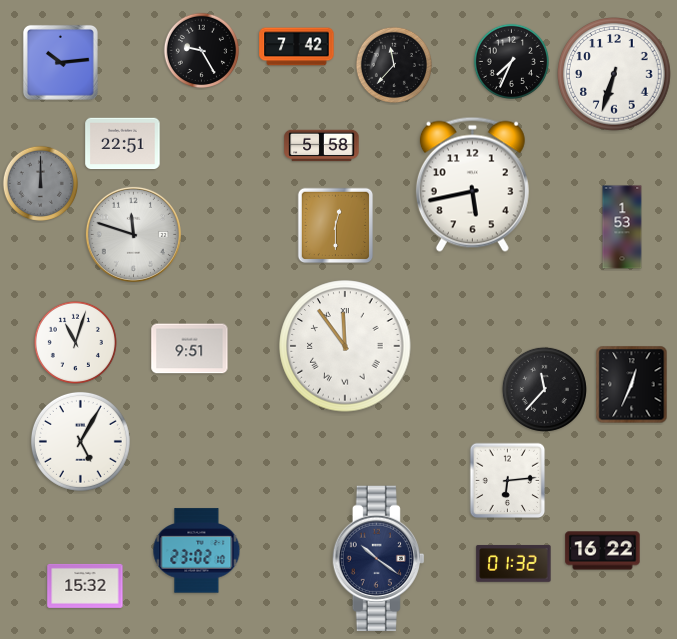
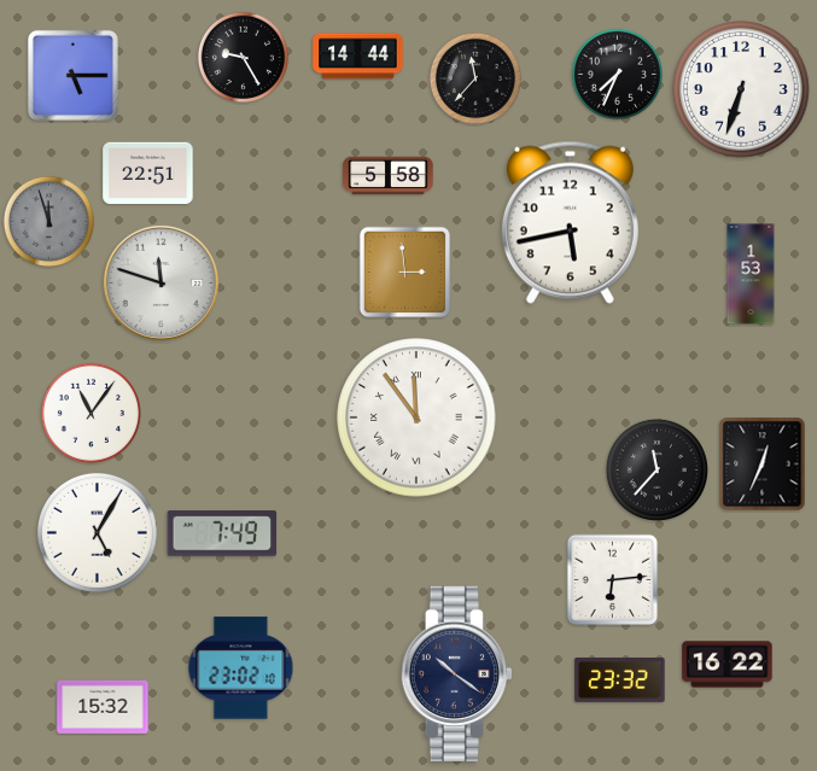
clock at (297, 47): 7:42 -> 14:44
clock at (201, 50) position: (201, 50) -> (243, 57)
clock at (60, 62): 10:14 -> 5:15
clock at (40, 183): 12:00 -> 11:57
clock at (336, 226): 12:30 -> 2:59
clock at (75, 342): 11:03 -> 11:06
clock at (190, 349): 9:51 -> none
clock at (222, 533): none -> 7:49
clock at (197, 551) position: (197, 551) -> (241, 668)
clock at (514, 563): 01:32 -> 23:32
